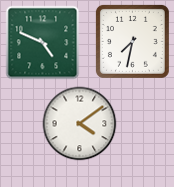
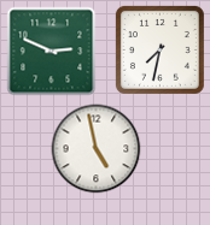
clock at (43, 43): 4:49 -> 2:49
clock at (80, 124): 4:09 -> 4:58
